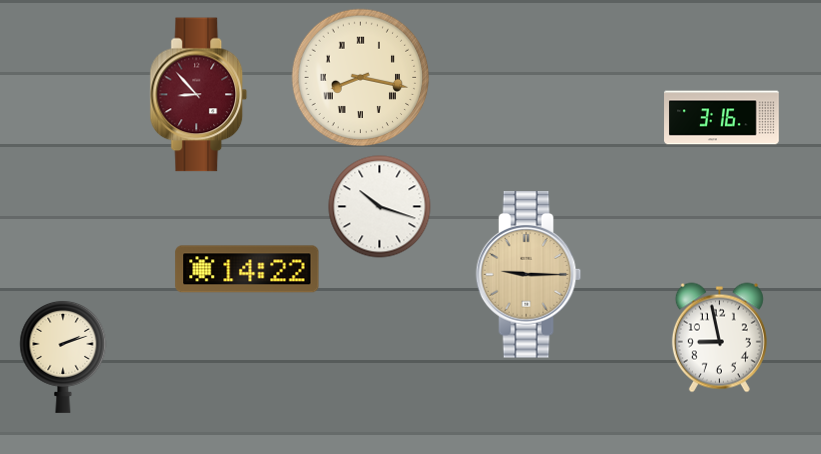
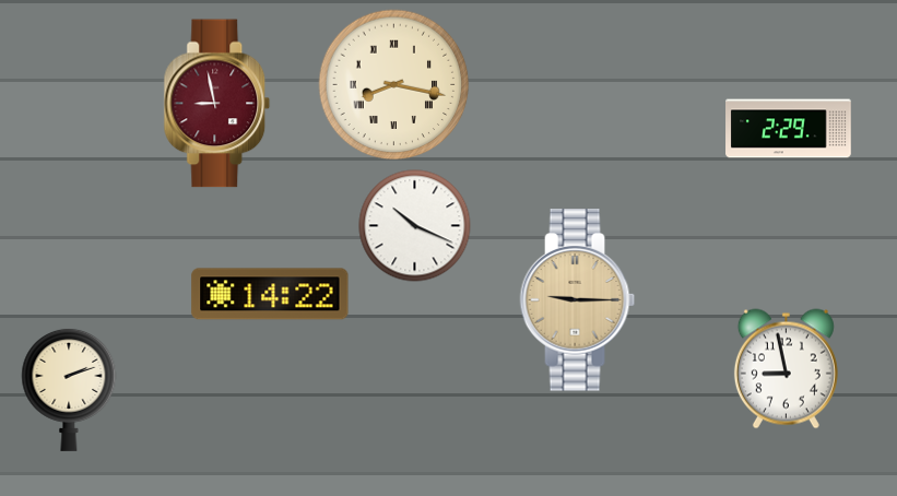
clock at (199, 95): 8:53 -> 8:58
clock at (722, 118): 3:16 -> 2:29
clock at (380, 207): 10:18 -> 10:19
